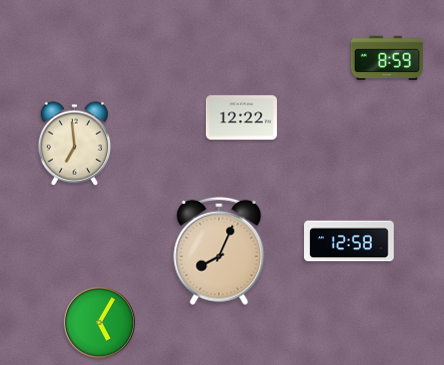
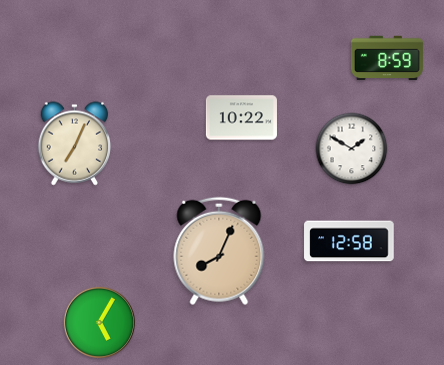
clock at (241, 118): 12:22 -> 10:22
clock at (75, 144): 6:59 -> 7:04
clock at (352, 149): none -> 1:50
